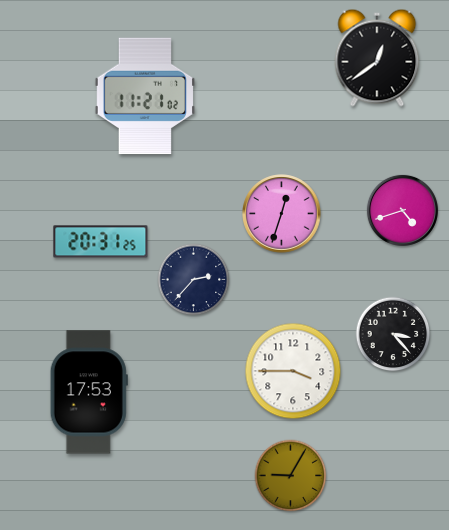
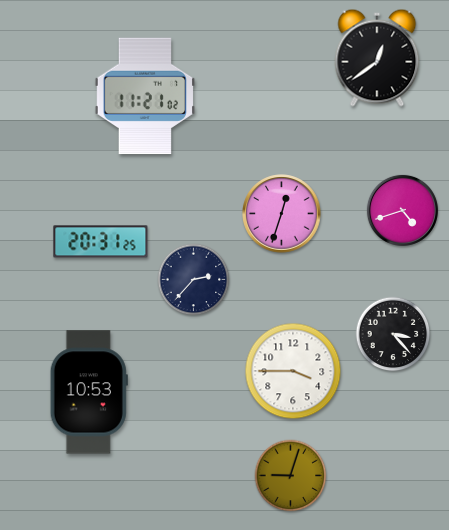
clock at (89, 392): 17:53 -> 10:53
clock at (291, 476): 9:05 -> 9:03
